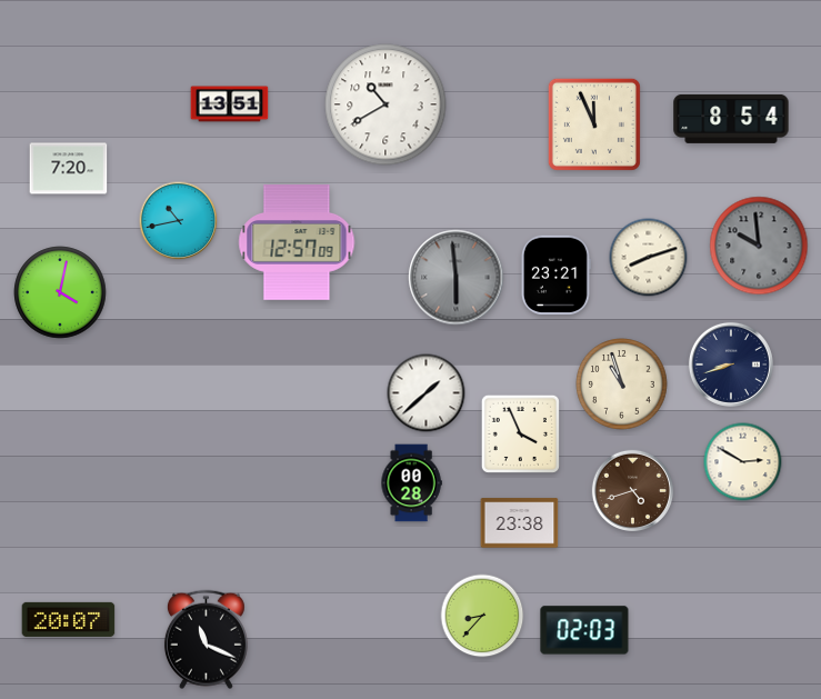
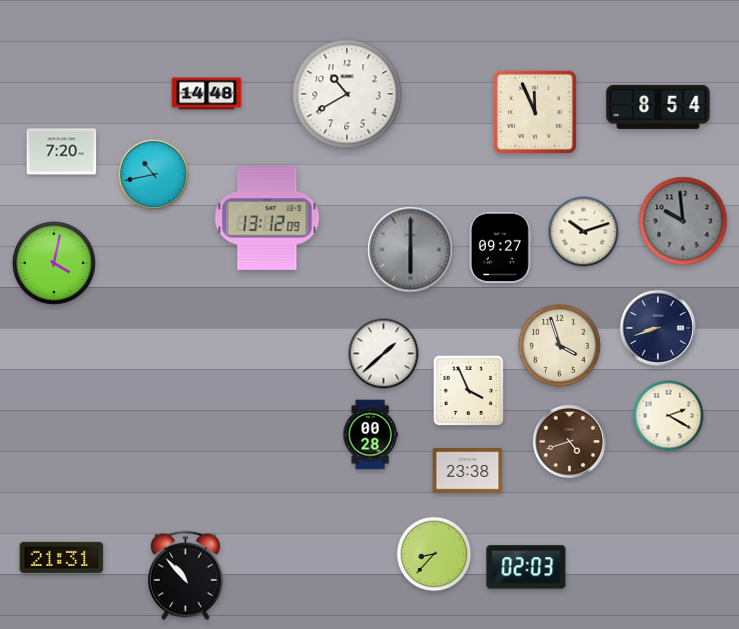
clock at (230, 104): 13:51 -> 14:48
clock at (179, 221) position: (179, 221) -> (154, 175)
clock at (297, 242): 12:57 -> 13:12
clock at (649, 258): 8:12 -> 10:12
clock at (555, 276): 23:21 -> 09:27
clock at (457, 278): 5:59 -> 6:00
clock at (622, 385): 10:57 -> 3:57
clock at (743, 462): 2:50 -> 2:20
clock at (69, 619): 20:07 -> 21:31
clock at (206, 640): 11:19 -> 10:53
